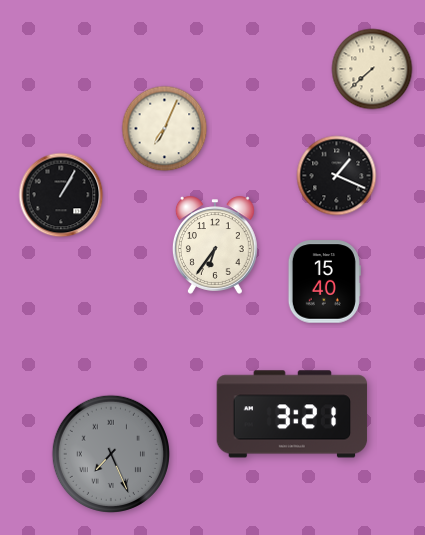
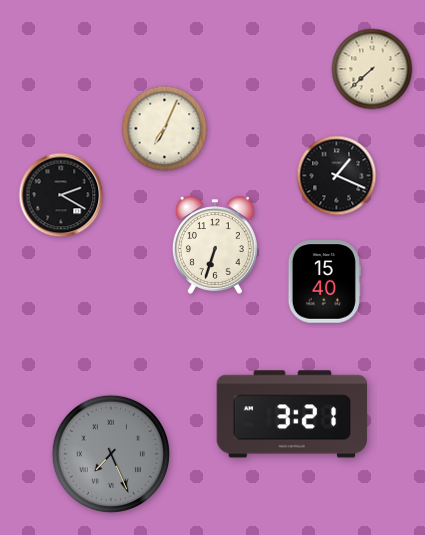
clock at (61, 195): 1:05 -> 2:20
clock at (215, 245): 6:36 -> 6:33
